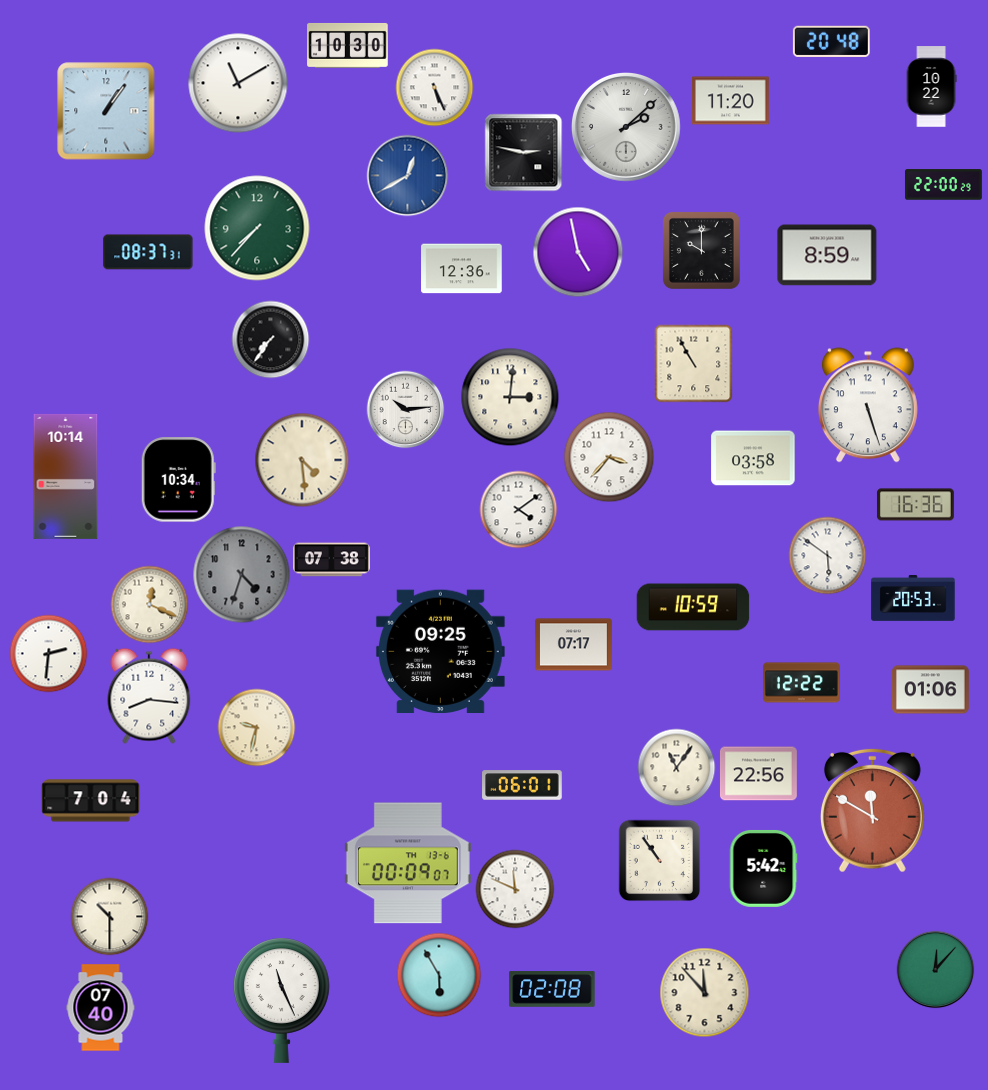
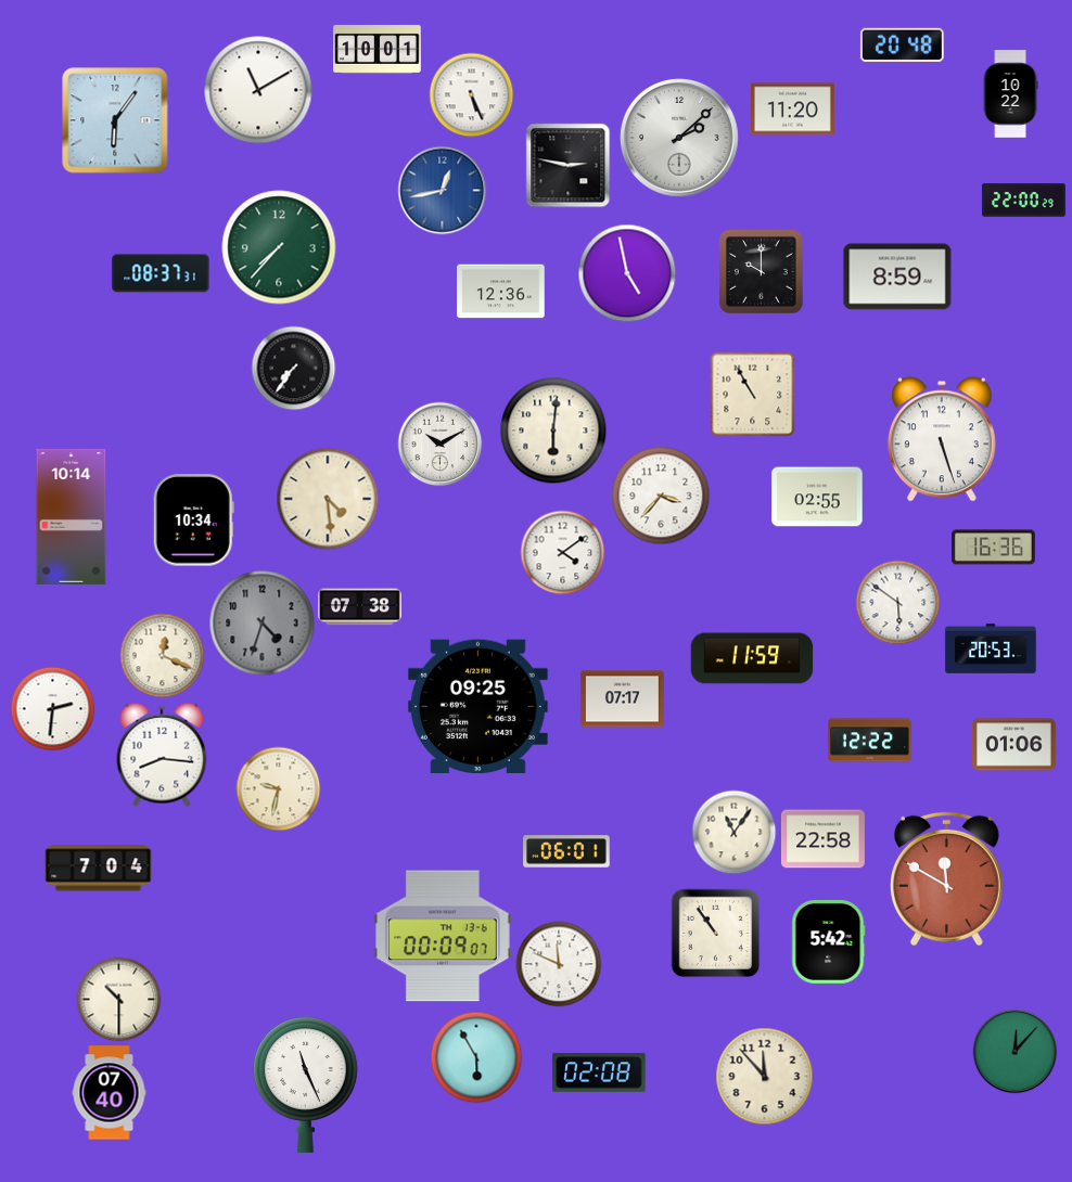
clock at (348, 45): 10:30 -> 10:01
clock at (106, 111): 1:06 -> 6:06
clock at (407, 175): 12:40 -> 12:43
clock at (510, 397): 3:01 -> 6:01
clock at (405, 409): 10:14 -> 10:10
clock at (753, 458): 03:58 -> 02:55
clock at (693, 607): 10:59 -> 11:59
clock at (930, 690) position: (930, 690) -> (1013, 745)
clock at (758, 774): 22:56 -> 22:58
clock at (109, 916) position: (109, 916) -> (118, 999)
